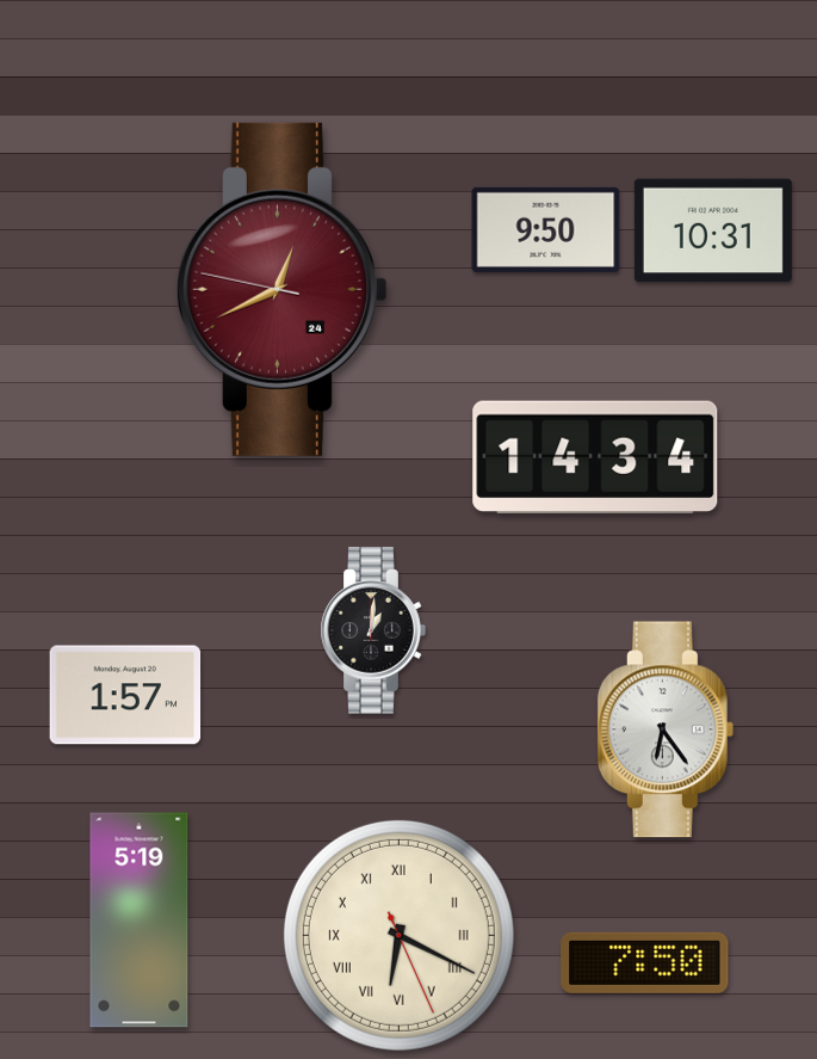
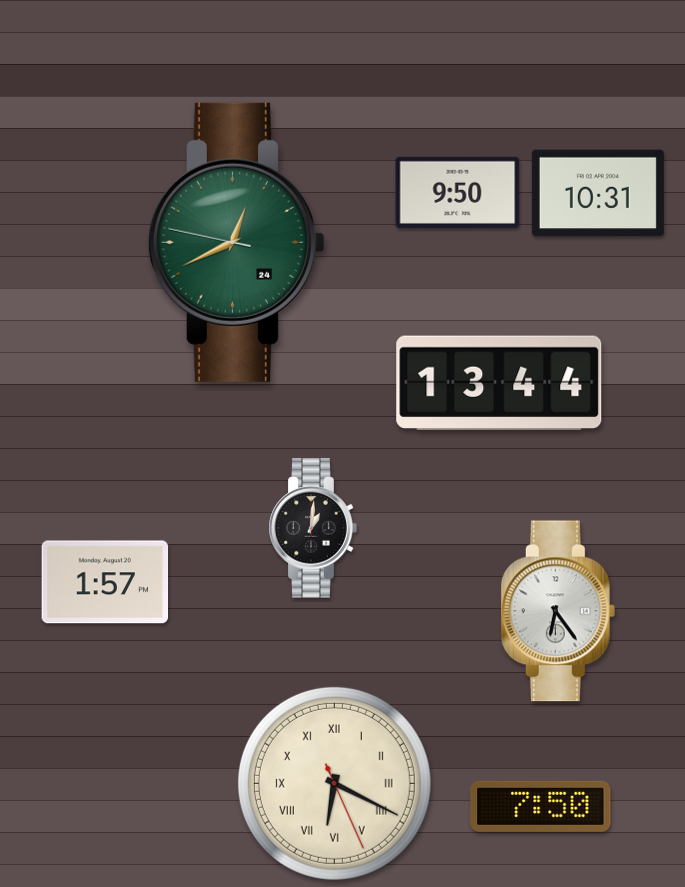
clock at (281, 289) dial: burgundy -> green
clock at (595, 457): 14:34 -> 13:44
clock at (140, 921): 5:19 -> none
